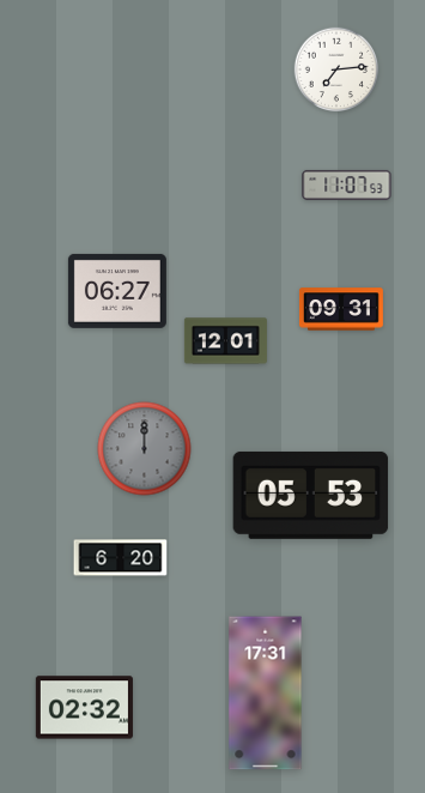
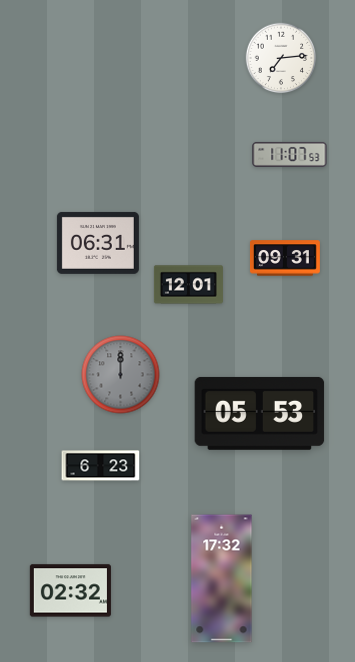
clock at (117, 291): 06:27 -> 06:31
clock at (121, 558): 6:20 -> 6:23
clock at (266, 694): 17:31 -> 17:32
